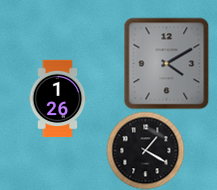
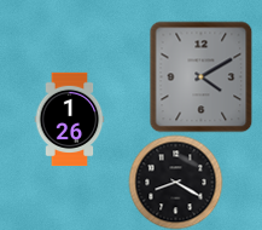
clock at (145, 150): 1:20 -> 8:20
